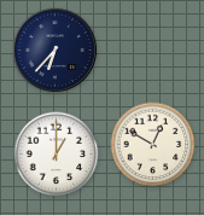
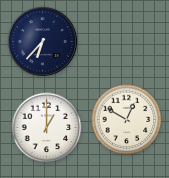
clock at (54, 50) position: (54, 50) -> (42, 41)
